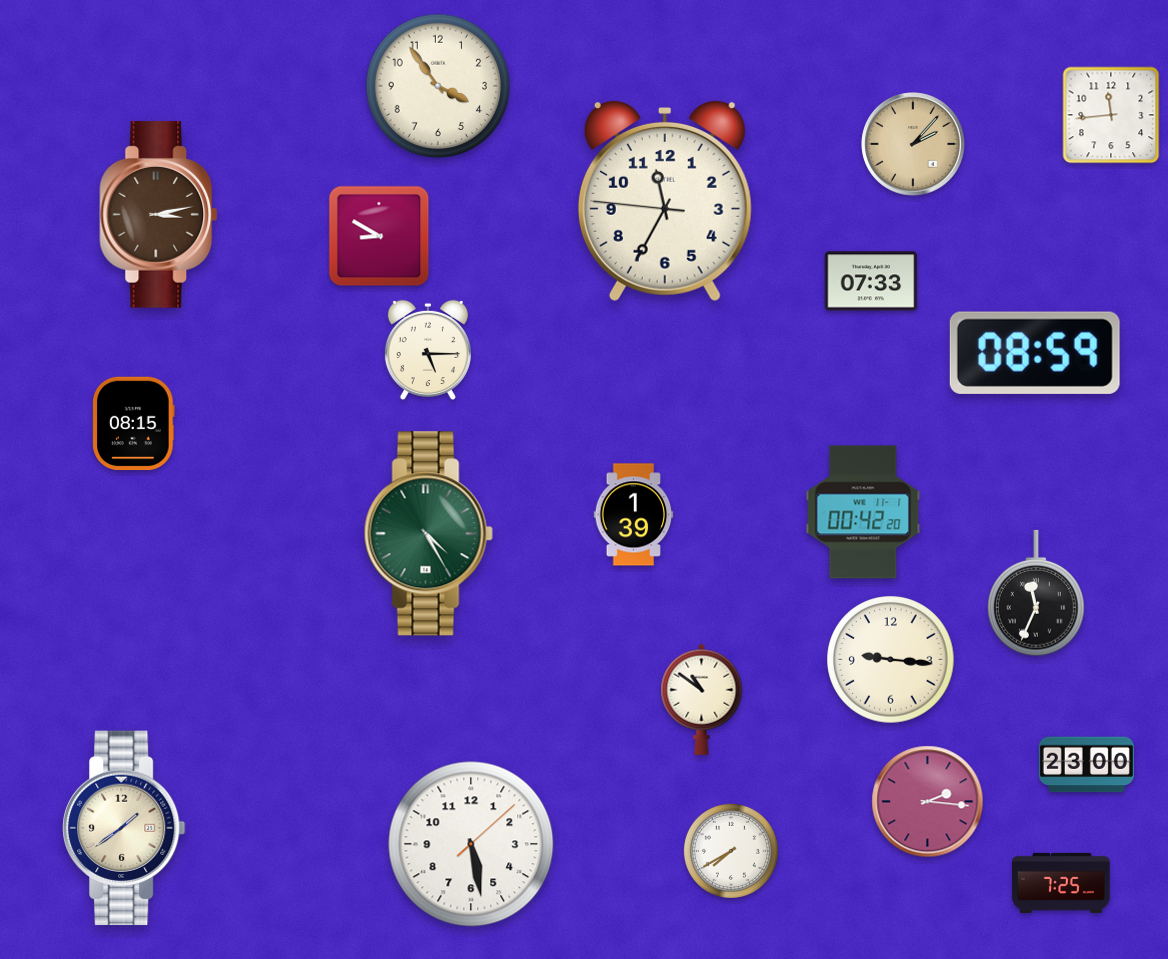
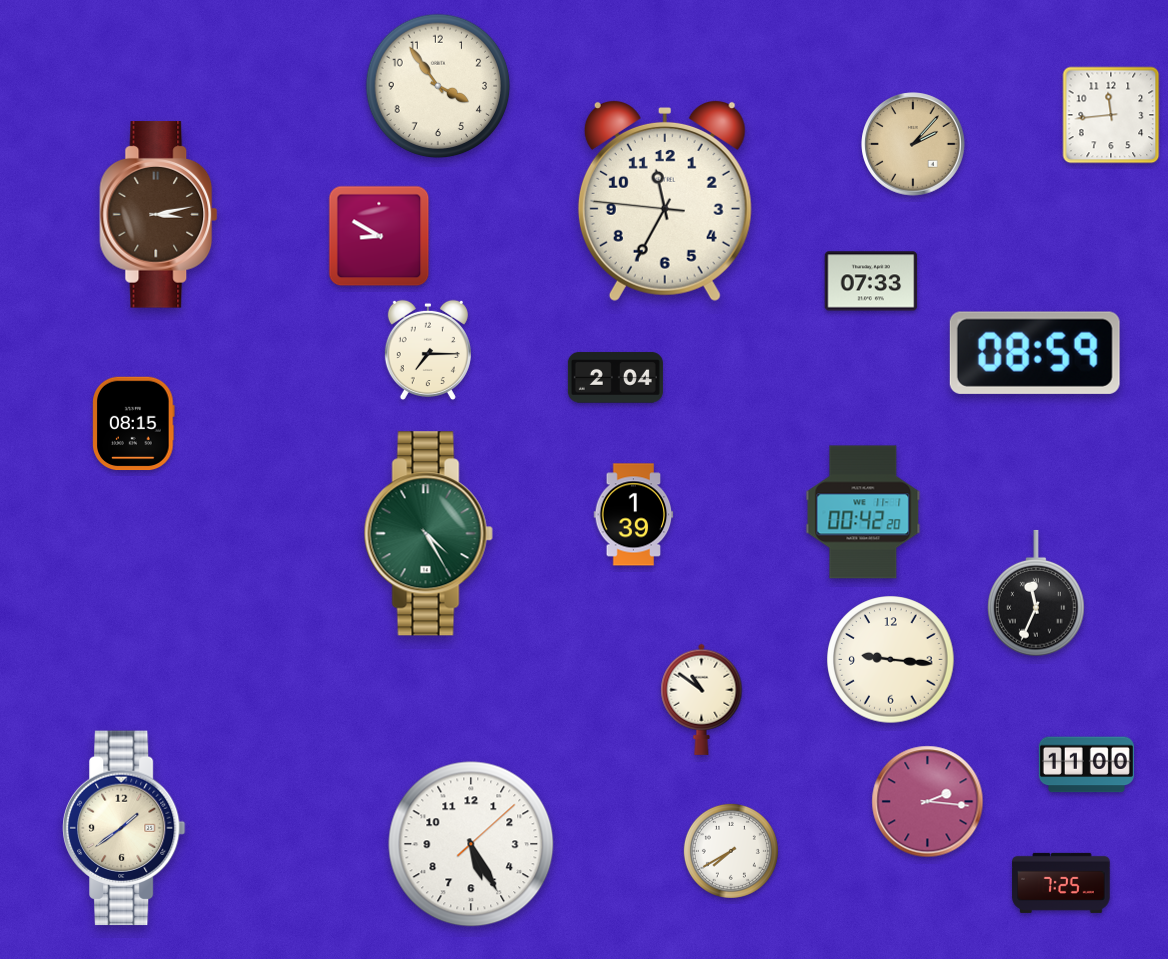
clock at (428, 350): 5:15 -> 7:15
clock at (615, 378): none -> 2:04
clock at (1086, 765): 23:00 -> 11:00
clock at (471, 844): 5:28 -> 5:25
